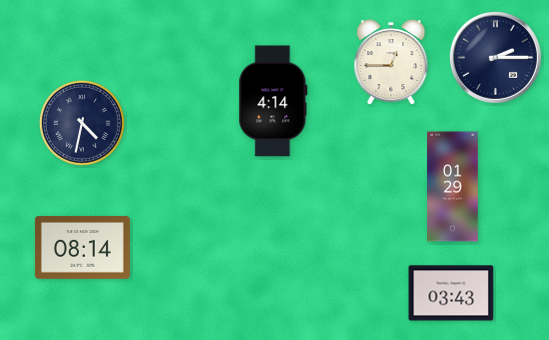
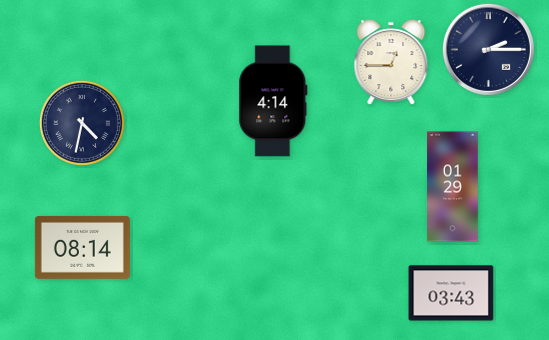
clock at (495, 57) position: (495, 57) -> (488, 49)
